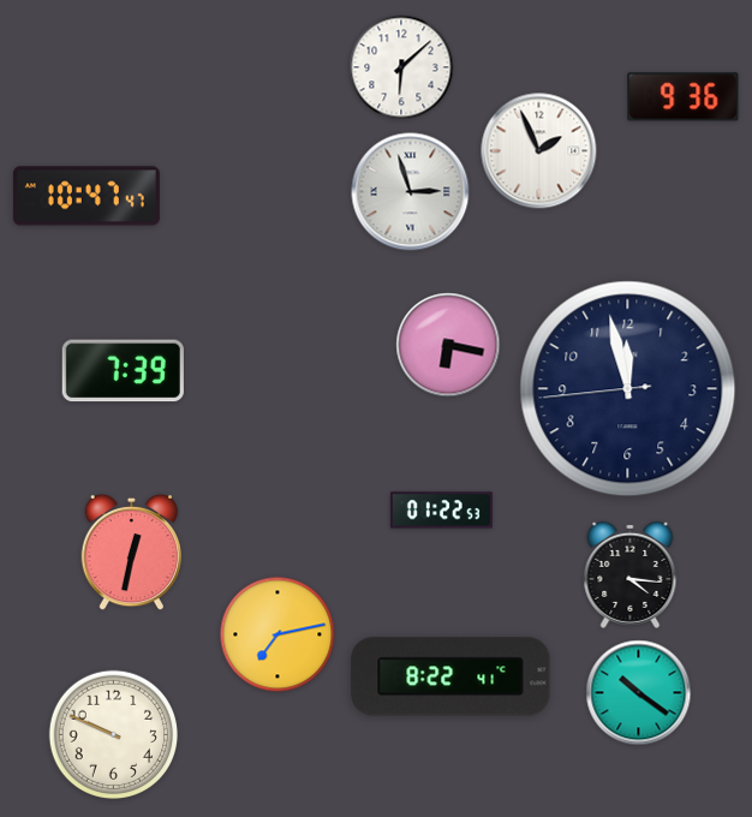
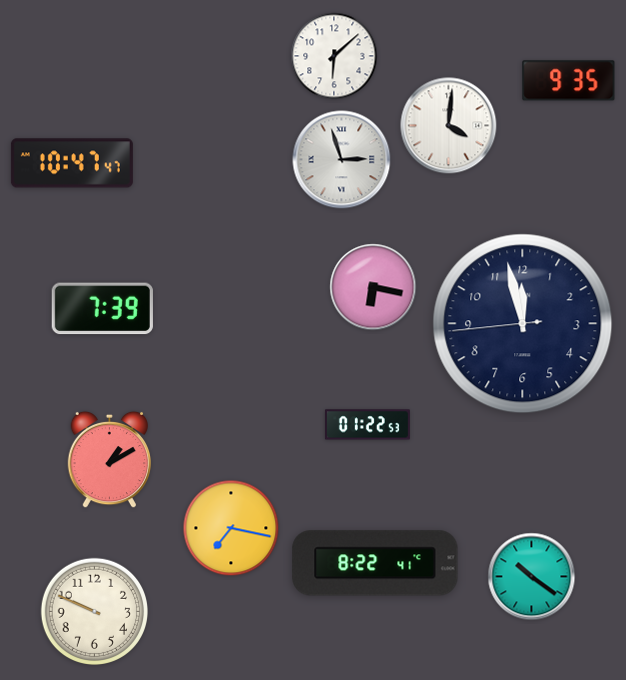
clock at (684, 97): 9:36 -> 9:35
clock at (539, 151): 1:56 -> 4:01
clock at (132, 553): 12:32 -> 1:10
clock at (631, 574): 4:16 -> none
clock at (277, 634): 7:13 -> 7:17
